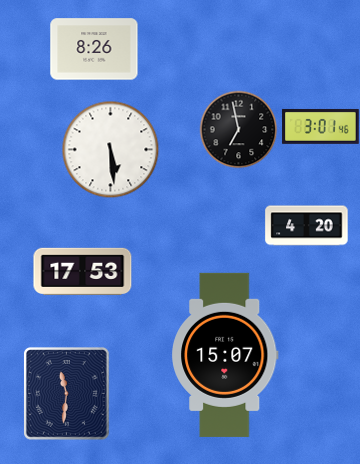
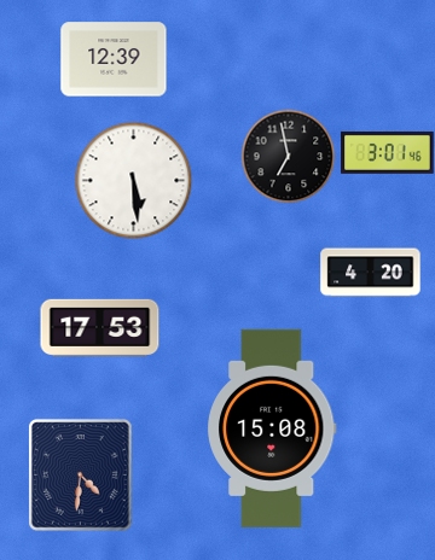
clock at (94, 49): 8:26 -> 12:39
clock at (226, 355): 15:07 -> 15:08
clock at (67, 394): 11:31 -> 4:31
